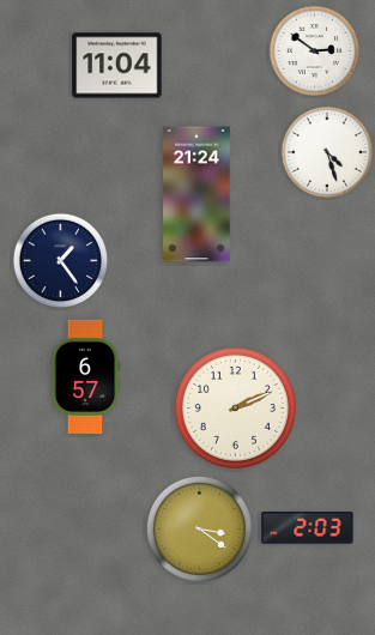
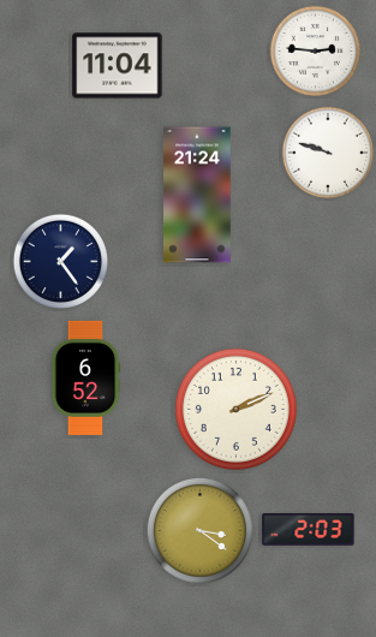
clock at (315, 52): 2:51 -> 2:46
clock at (327, 152): 4:27 -> 9:48
clock at (85, 376): 6:57 -> 6:52
